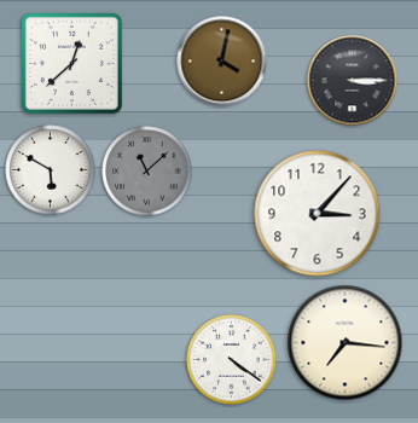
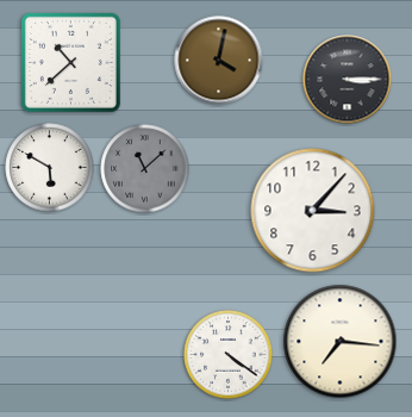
clock at (71, 63): 12:38 -> 10:38
clock at (346, 343) position: (346, 343) -> (341, 342)
